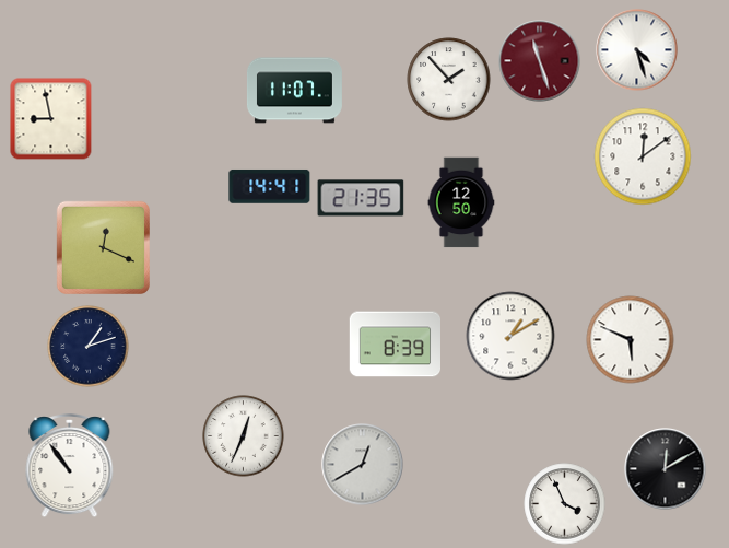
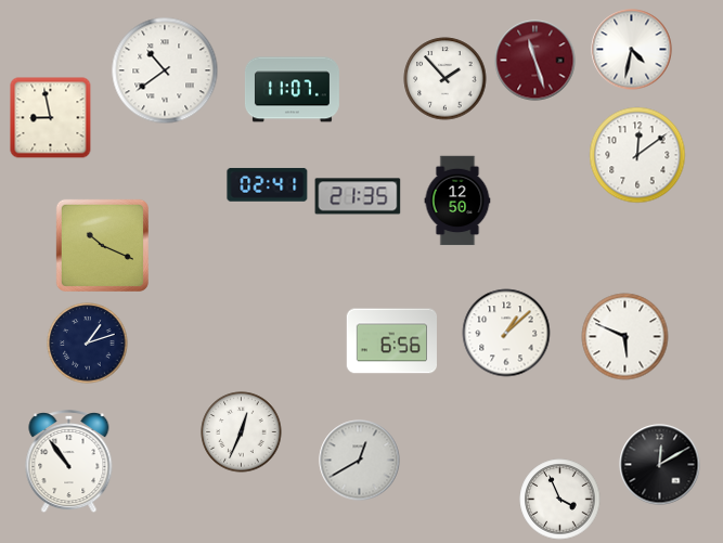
clock at (637, 50): 4:27 -> 4:32
clock at (165, 70): none -> 10:39
clock at (270, 187): 14:41 -> 02:41
clock at (103, 247): 12:19 -> 10:19
clock at (510, 336): 1:10 -> 1:08
clock at (395, 345): 8:39 -> 6:56
